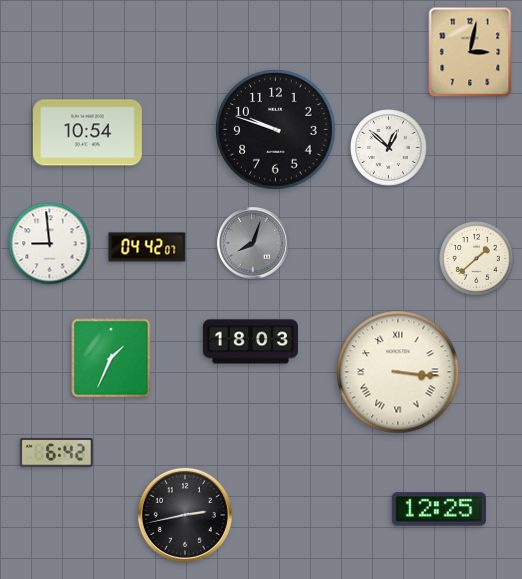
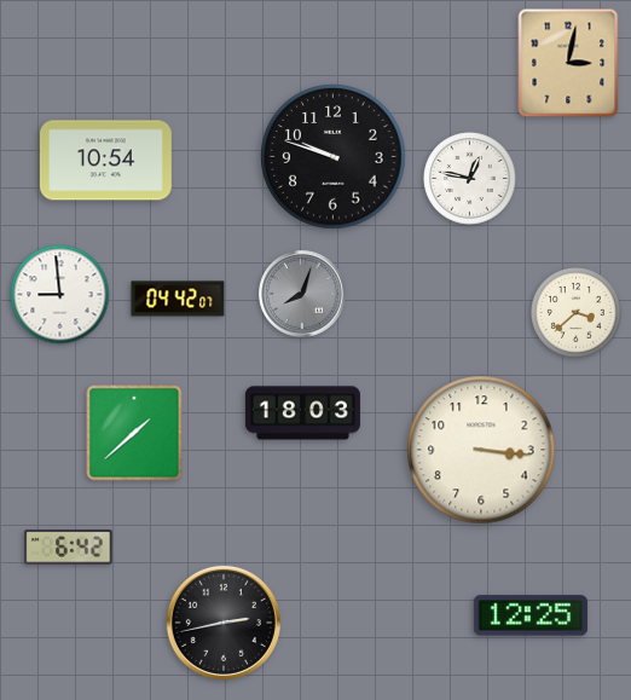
clock at (389, 148): 12:52 -> 12:47
clock at (253, 243) position: (253, 243) -> (302, 294)
clock at (476, 258): 1:38 -> 3:38
clock at (111, 358): 1:34 -> 1:38
clock at (398, 372) numerals: Roman -> Arabic
